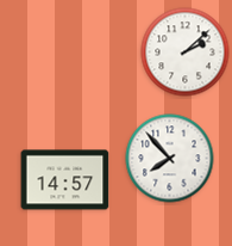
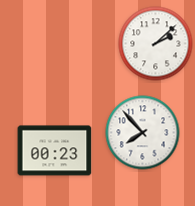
clock at (65, 180): 14:57 -> 00:23
